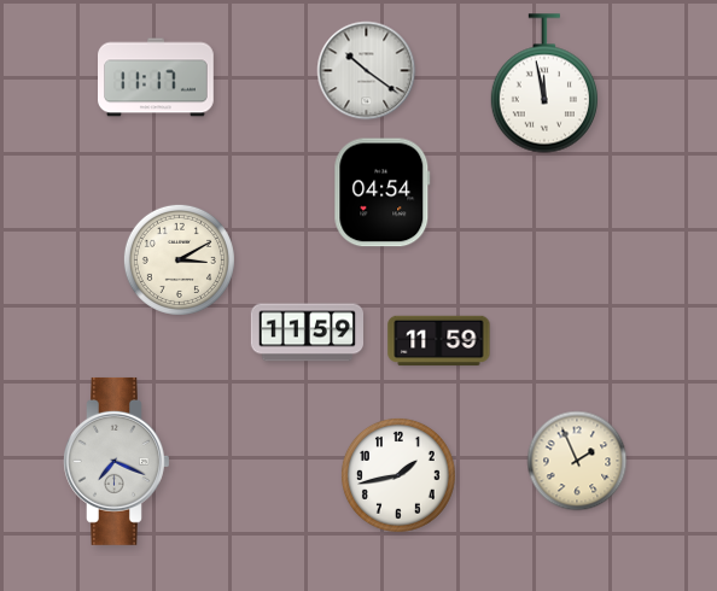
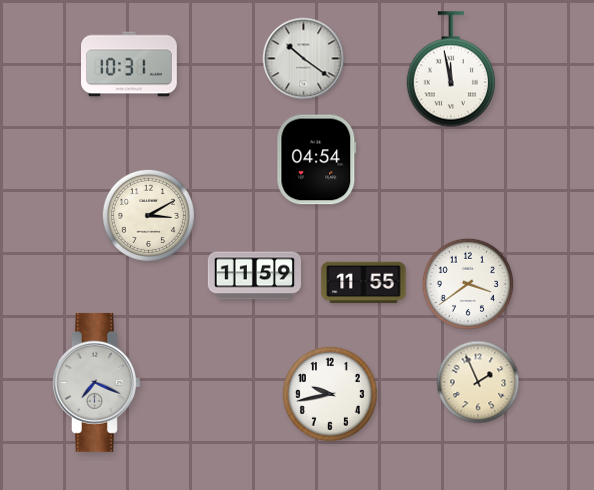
clock at (157, 77): 11:17 -> 10:31
clock at (439, 341): 11:59 -> 11:55
clock at (468, 284): none -> 3:39
clock at (398, 475): 1:43 -> 9:43
